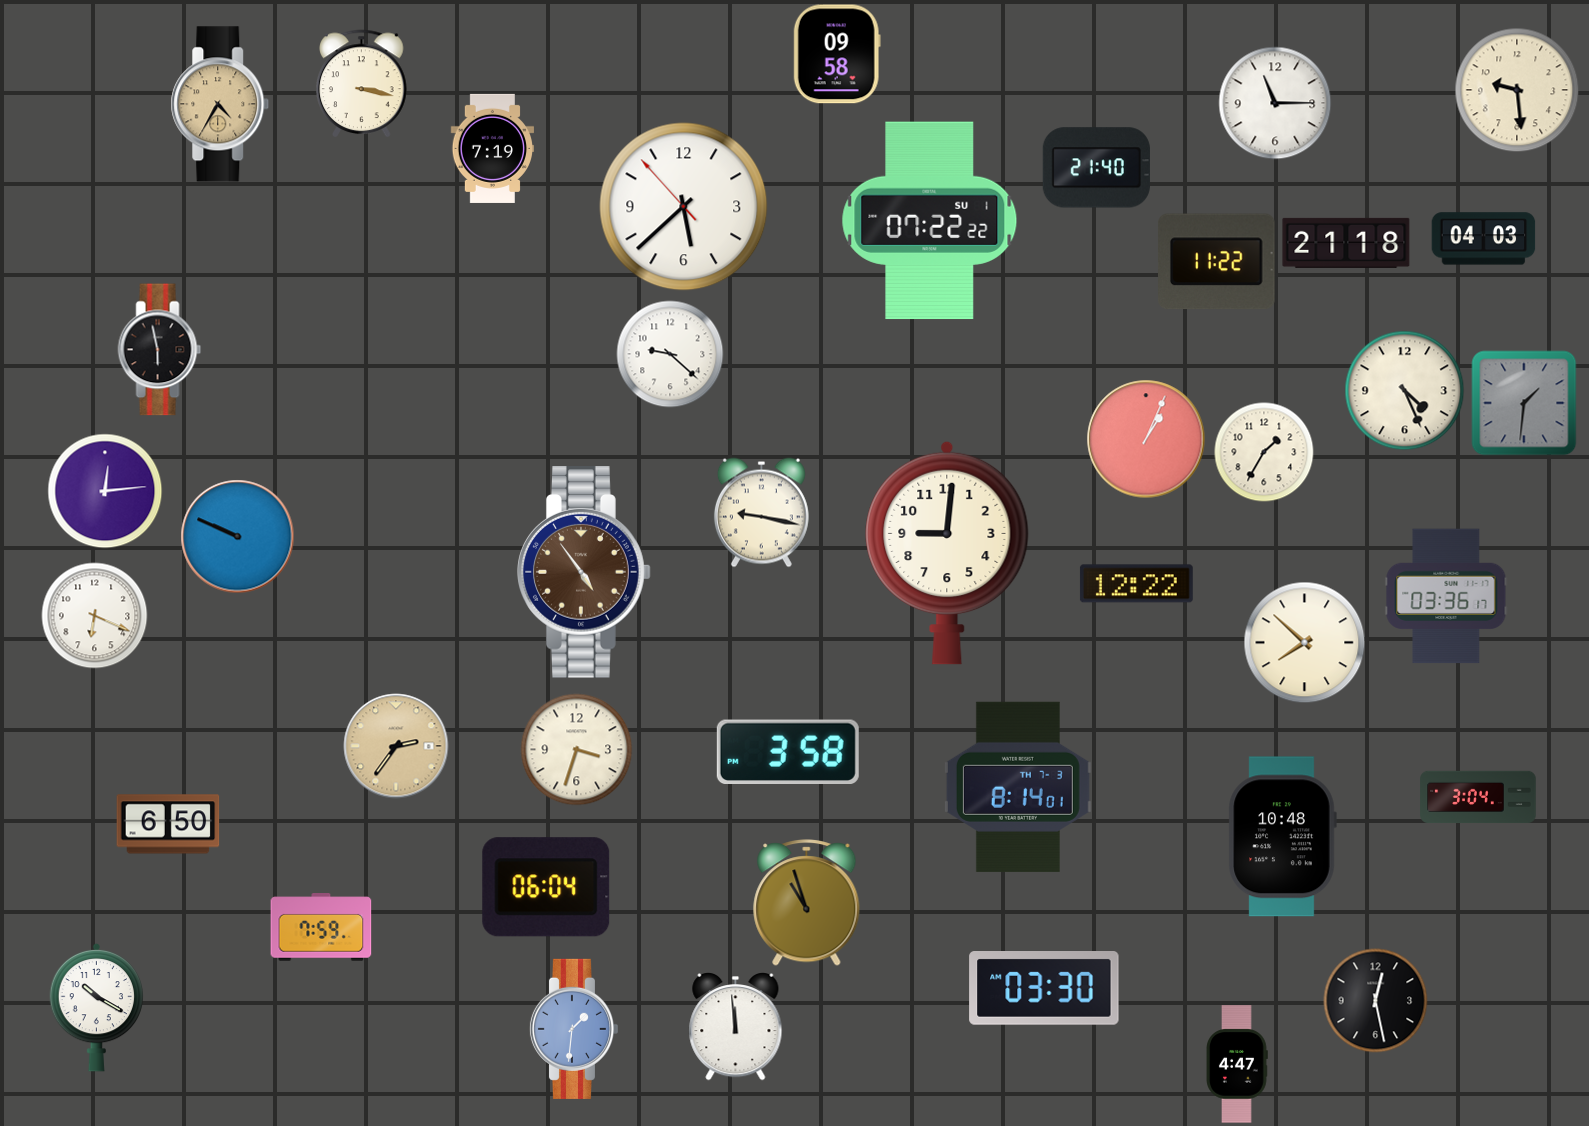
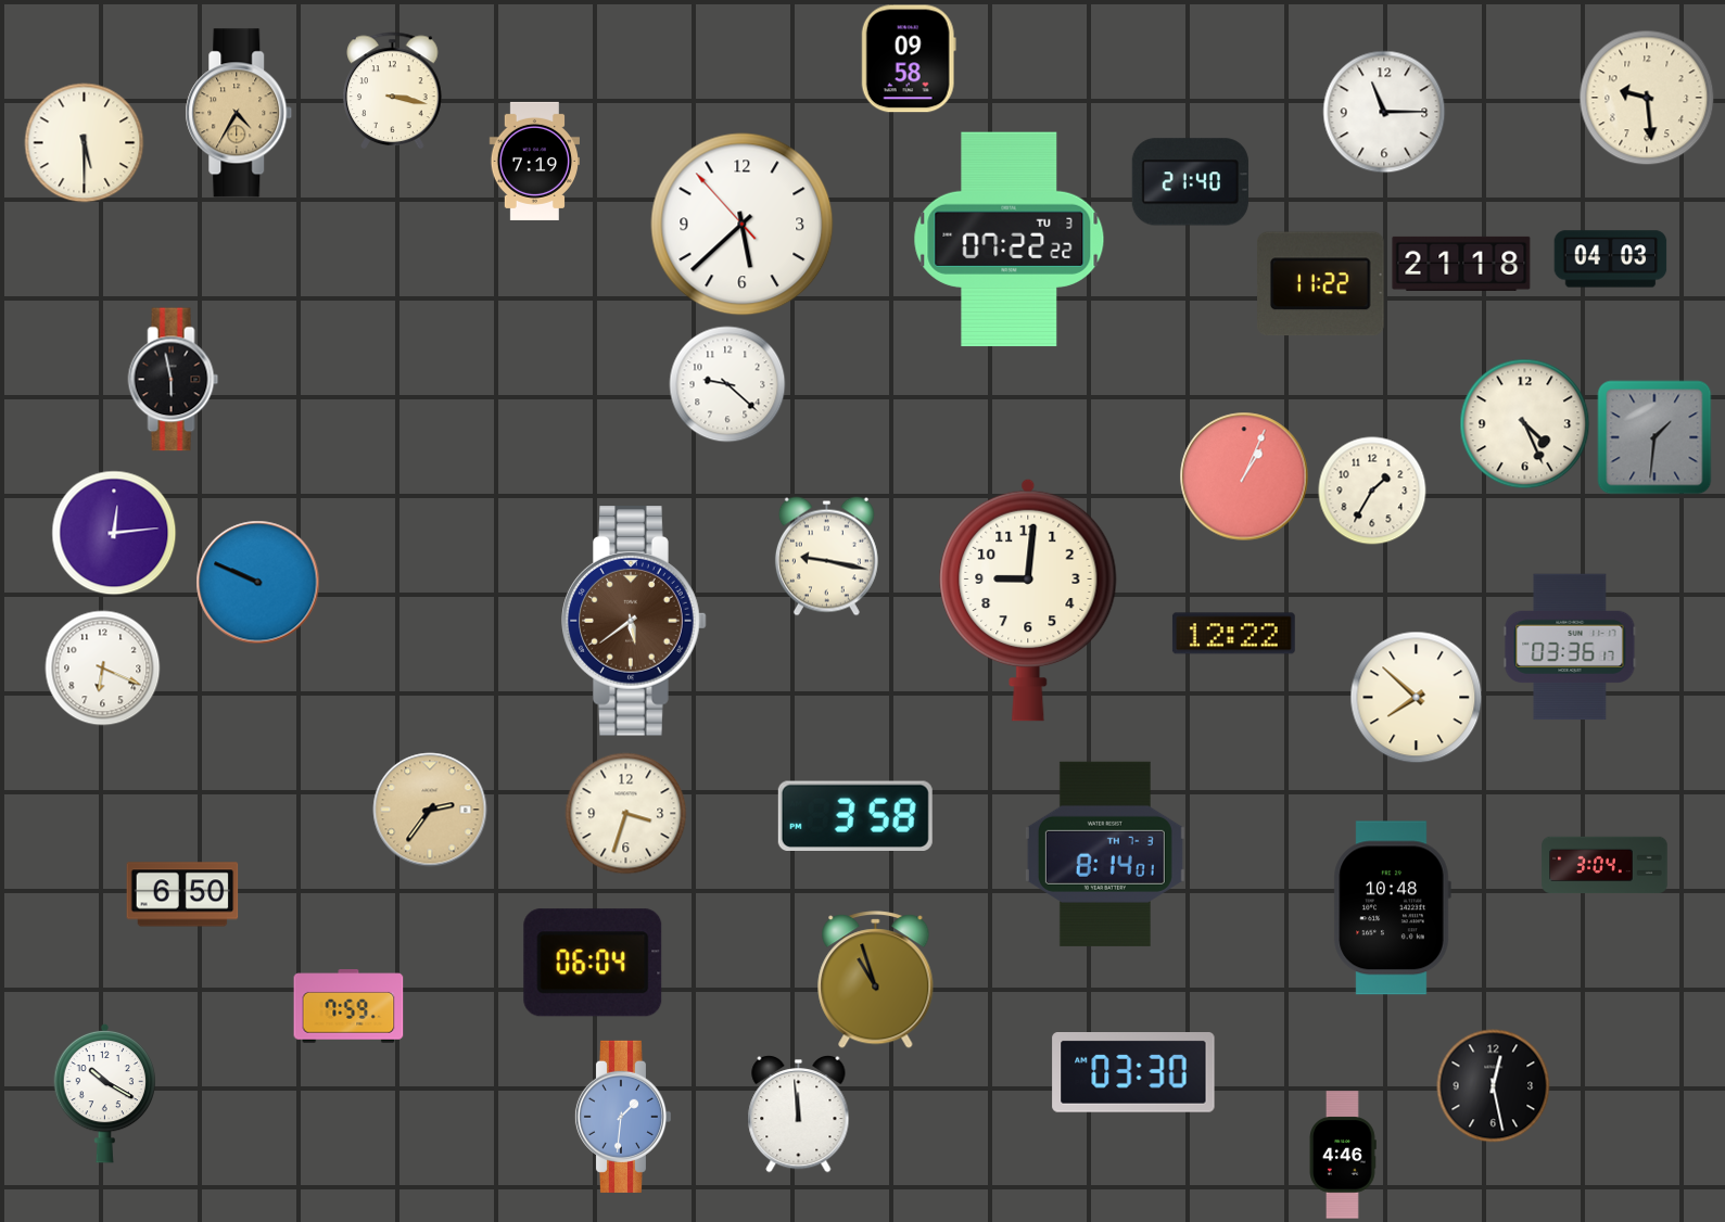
clock at (85, 143): none -> 5:30
clock at (930, 221) date: SU 1 -> TU 3
clock at (584, 572): 4:54 -> 5:39
clock at (1237, 1064): 4:47 -> 4:46
